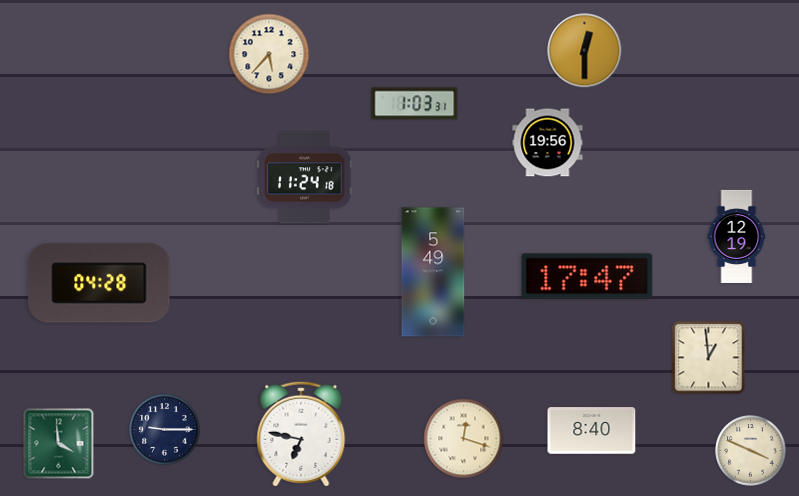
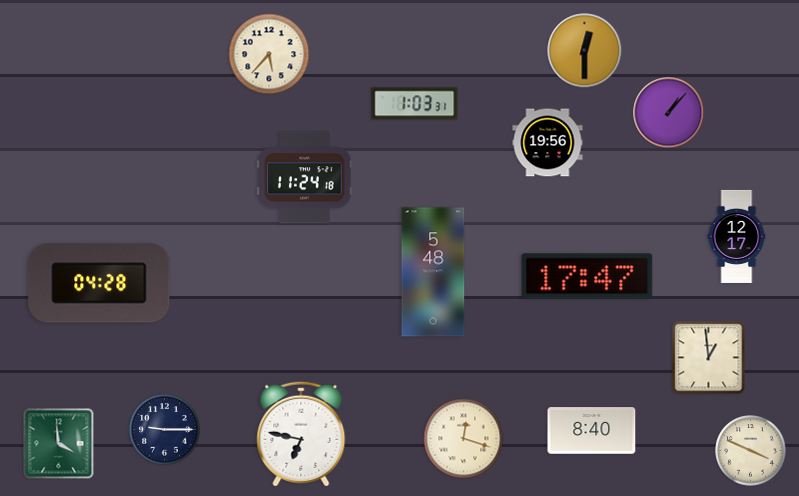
clock at (669, 113): none -> 1:07
clock at (737, 236): 12:19 -> 12:17
clock at (433, 272): 5:49 -> 5:48
